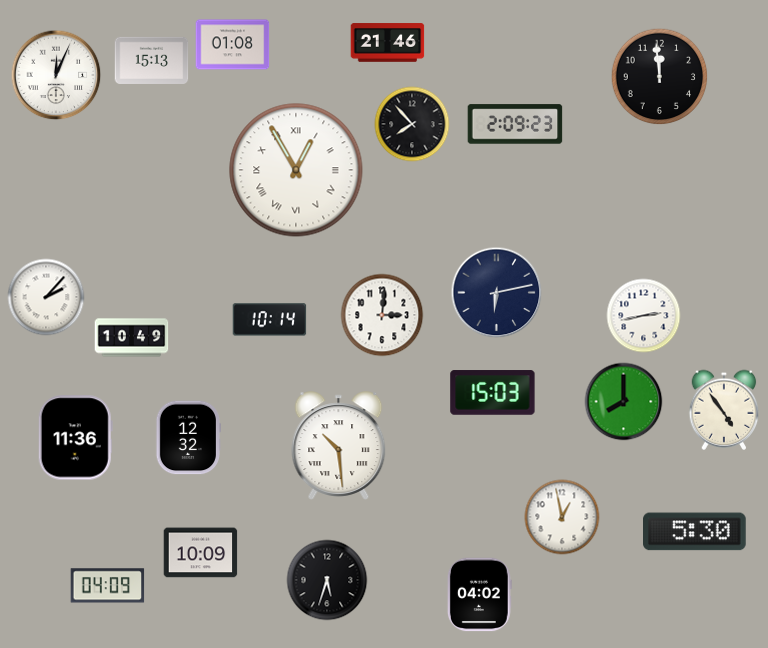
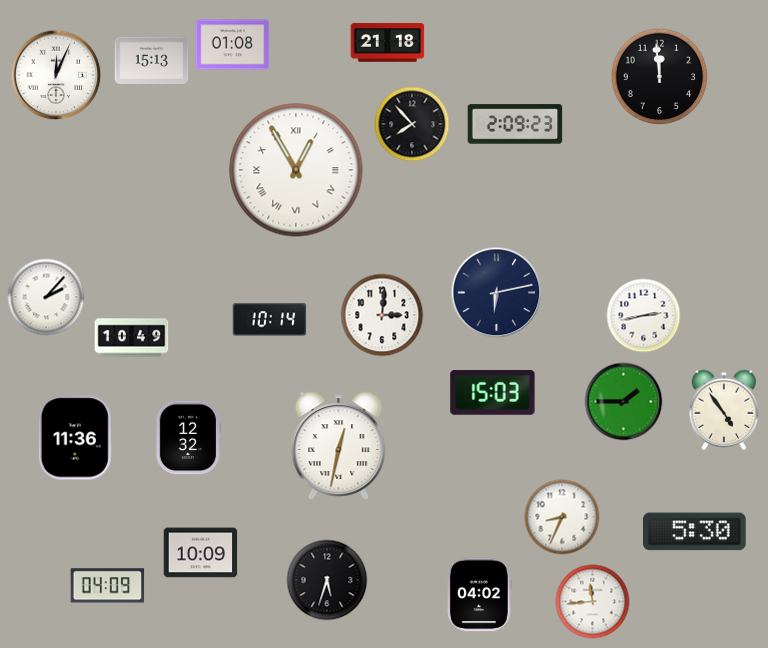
clock at (388, 43): 21:46 -> 21:18
clock at (624, 402): 8:00 -> 1:45
clock at (339, 446): 10:29 -> 12:32
clock at (562, 517): 12:58 -> 8:34
clock at (593, 602): none -> 11:44
